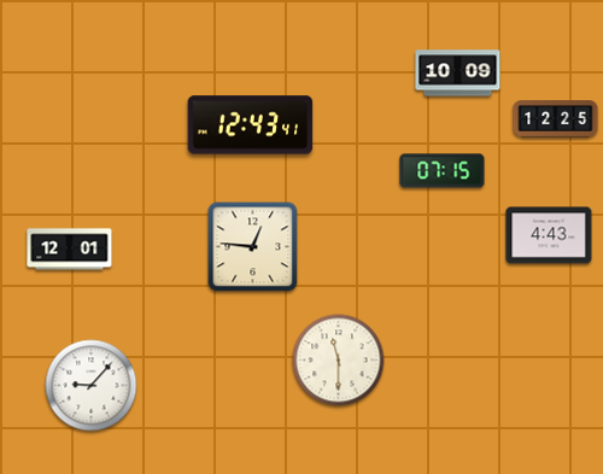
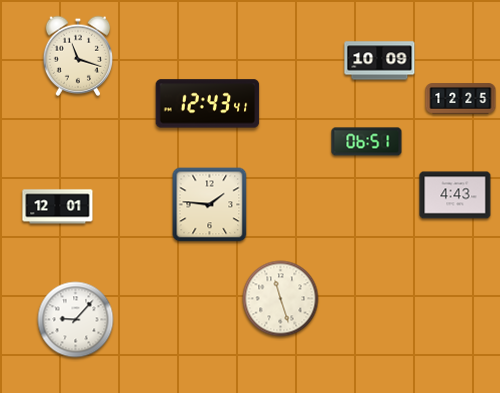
clock at (78, 56): none -> 11:18
clock at (443, 171): 07:15 -> 06:51
clock at (253, 247): 12:46 -> 1:46
clock at (339, 361): 11:30 -> 11:27
